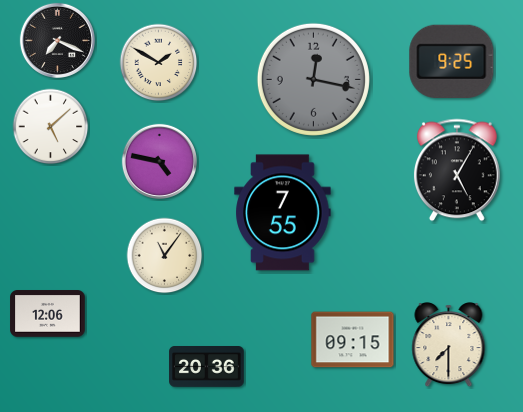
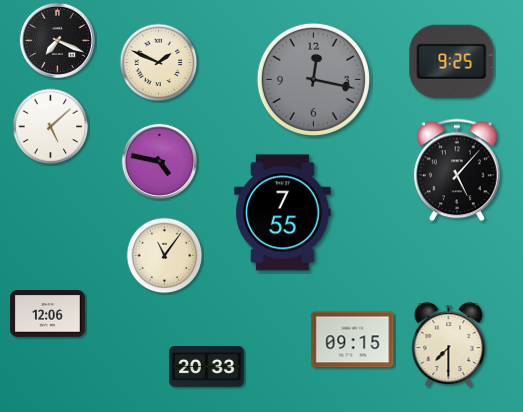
clock at (159, 63): 1:50 -> 1:49
clock at (457, 170): 5:05 -> 5:07
clock at (207, 367): 20:36 -> 20:33
